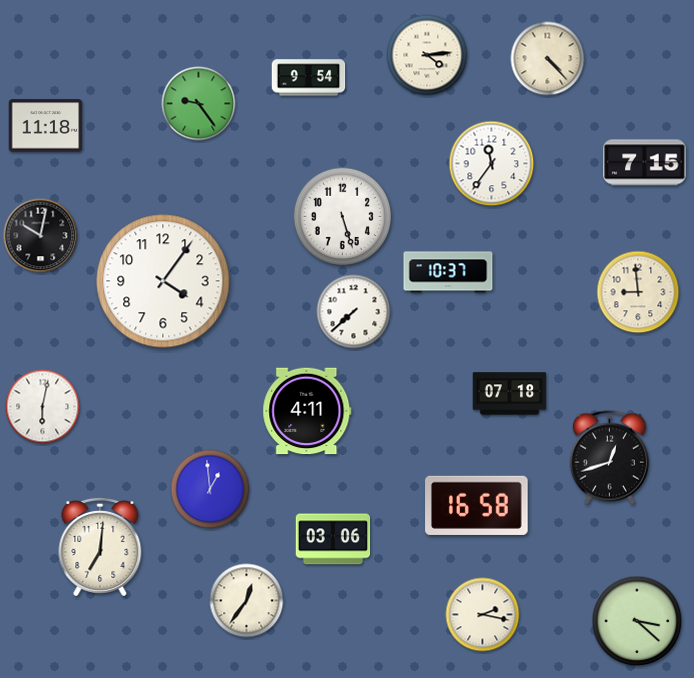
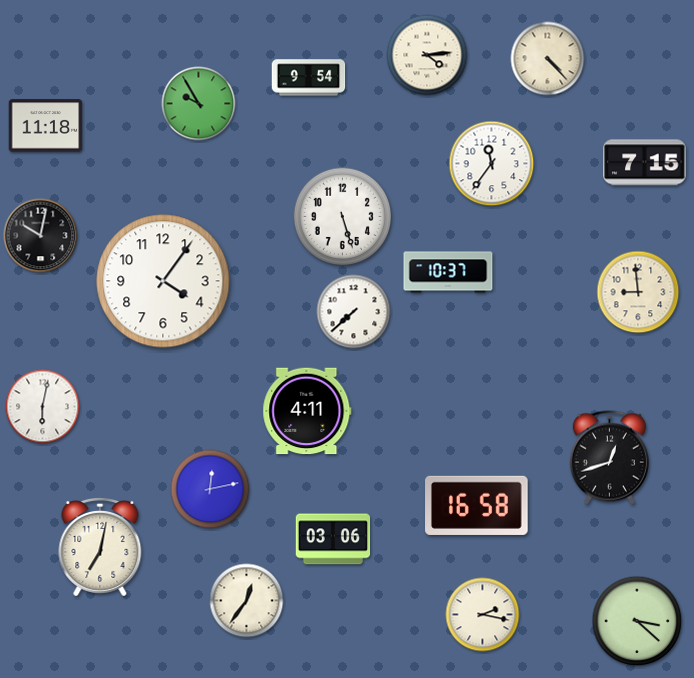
clock at (199, 104): 9:24 -> 9:55
clock at (510, 394): 07:18 -> none
clock at (210, 489): 12:59 -> 12:13
clock at (100, 547): 7:01 -> 7:02
